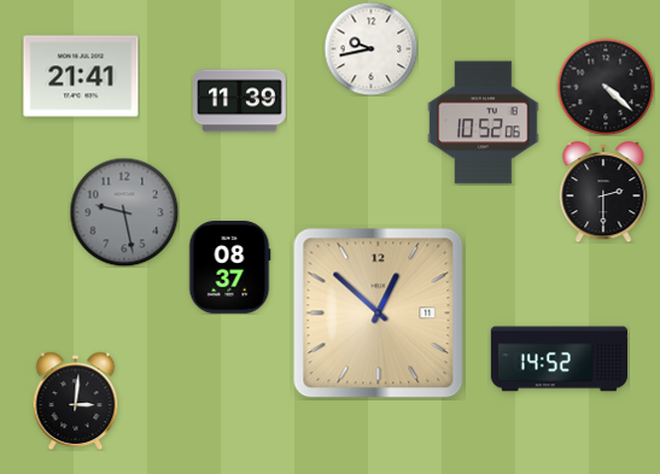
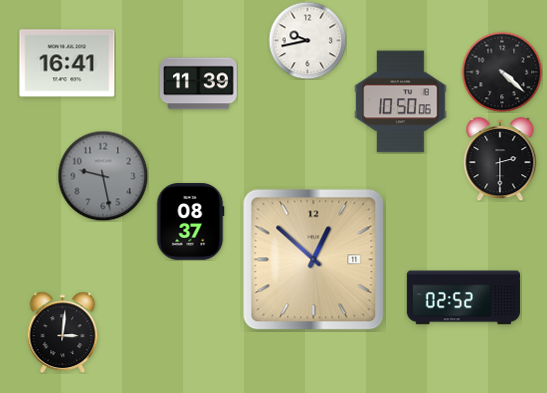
clock at (81, 76): 21:41 -> 16:41
clock at (484, 123): 10:52 -> 10:50
clock at (559, 359): 14:52 -> 02:52
